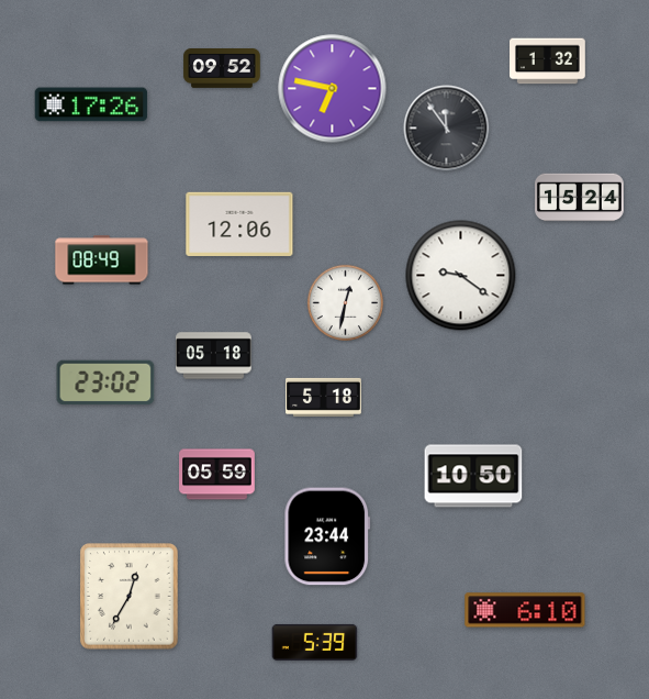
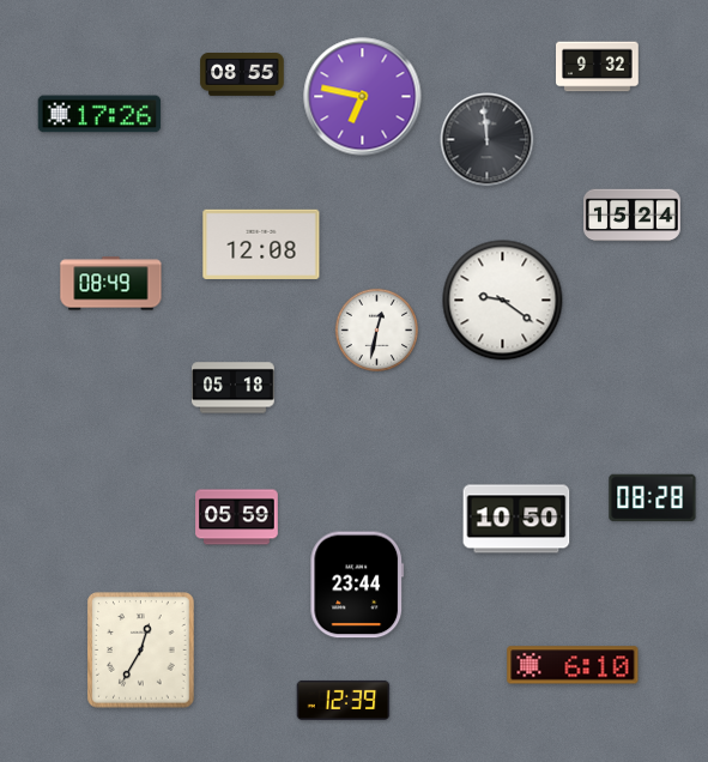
clock at (548, 62): 1:32 -> 9:32
clock at (222, 69): 09:52 -> 08:55
clock at (447, 129): 11:54 -> 11:59
clock at (239, 224): 12:06 -> 12:08
clock at (105, 382): 23:02 -> none
clock at (324, 397): 5:18 -> none
clock at (653, 498): none -> 08:28
clock at (315, 642): 5:39 -> 12:39
